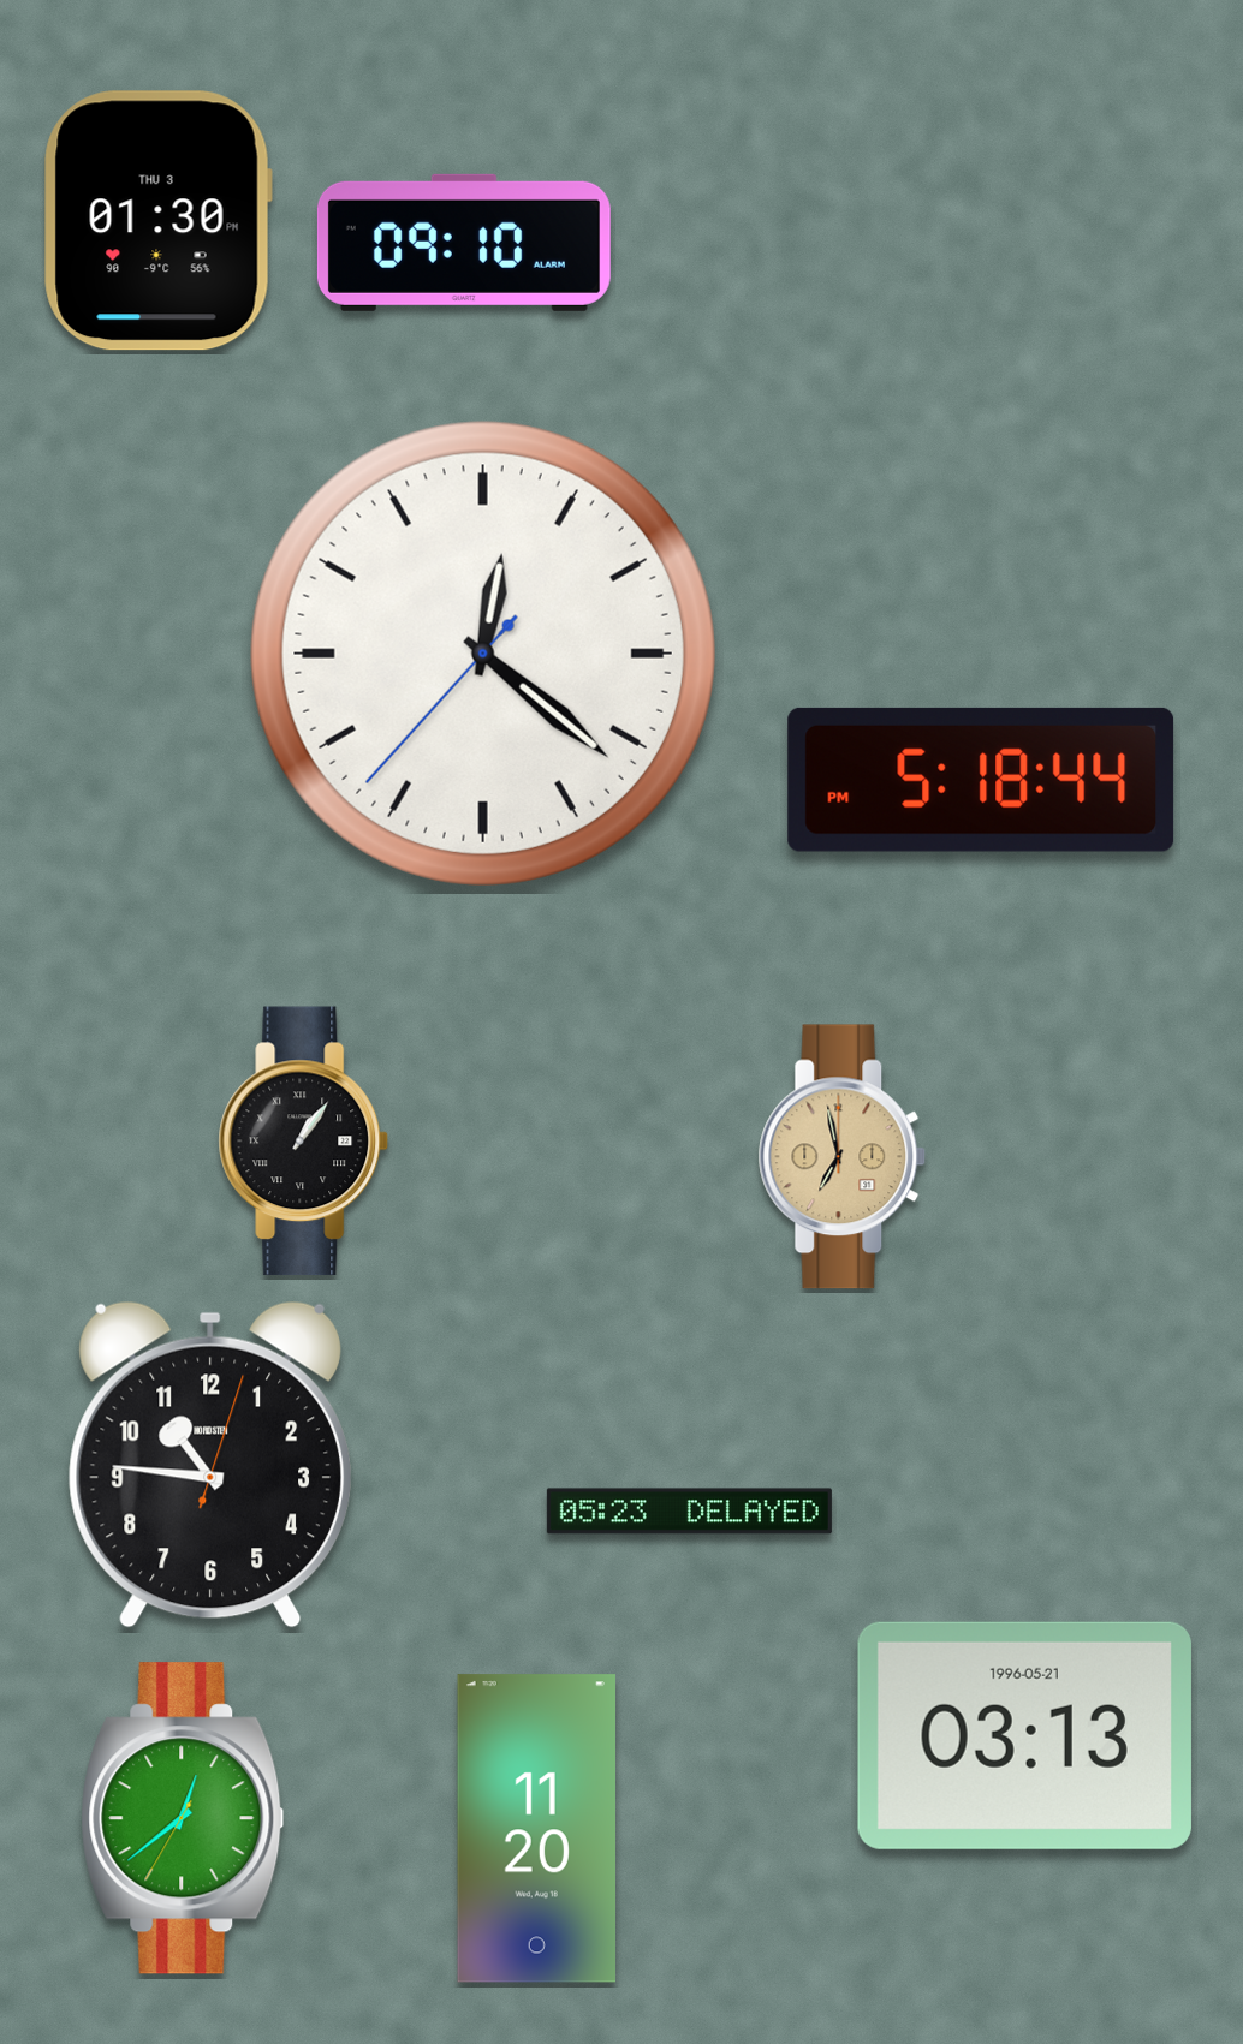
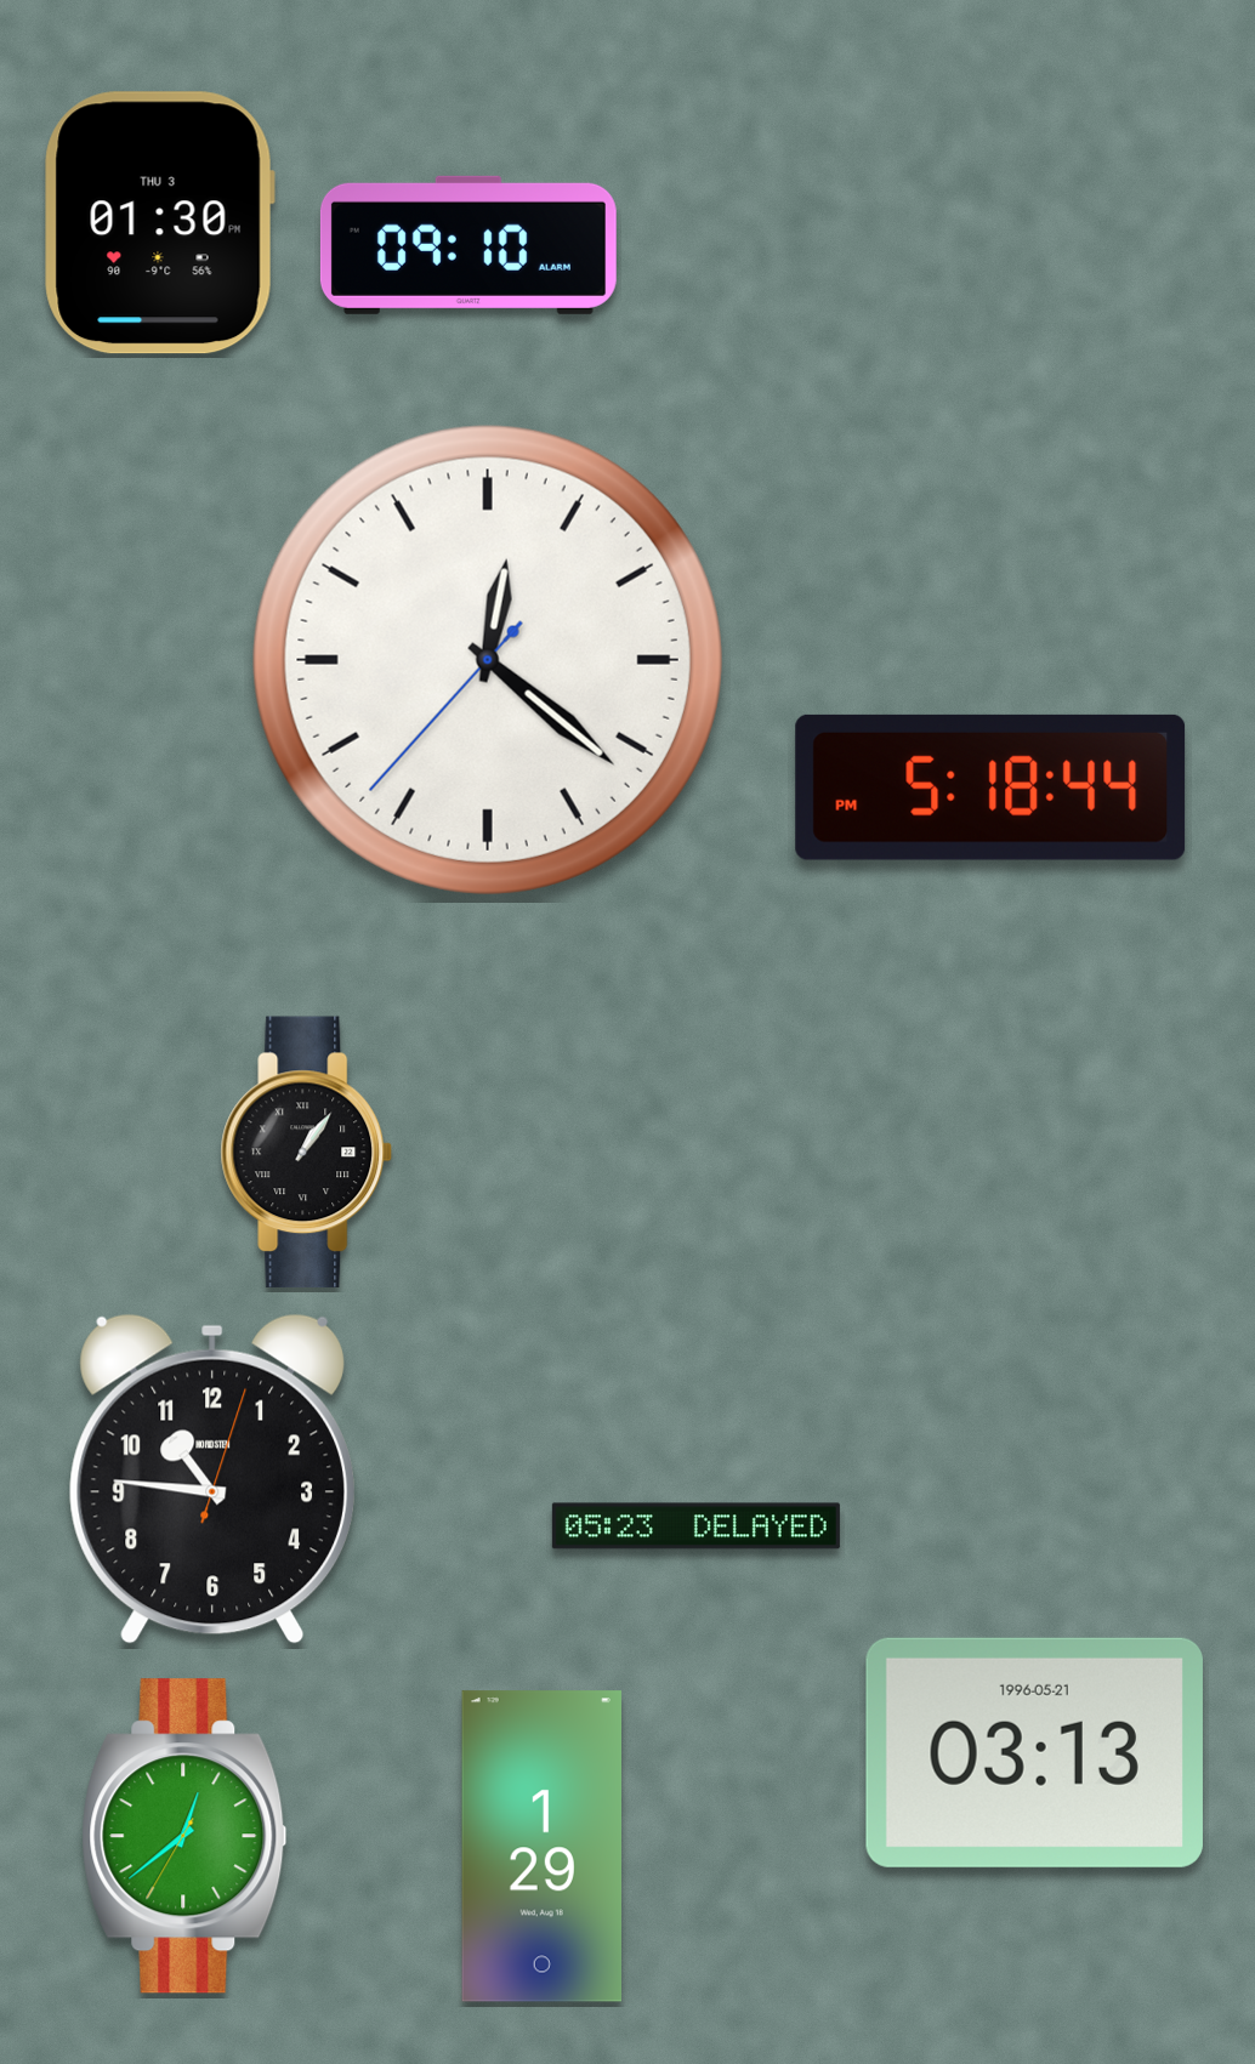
clock at (843, 1157): 6:58 -> none
clock at (536, 1829): 11:20 -> 1:29
